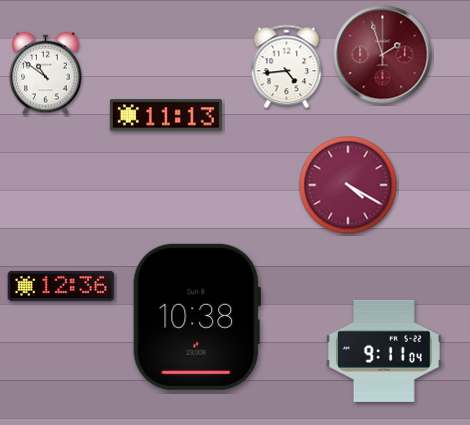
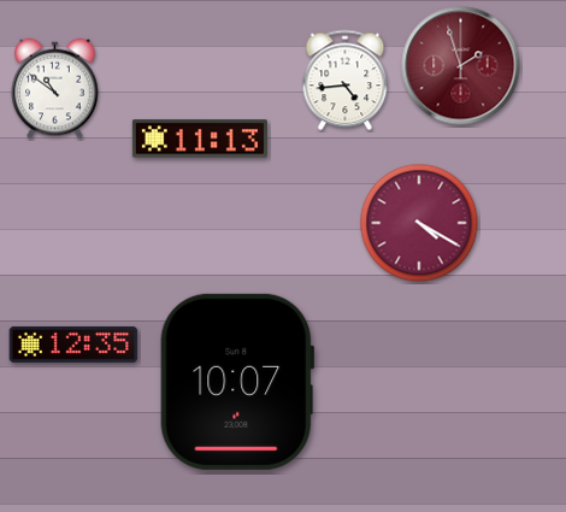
clock at (61, 286): 12:36 -> 12:35
clock at (197, 317): 10:38 -> 10:07
clock at (384, 351): 9:11 -> none
